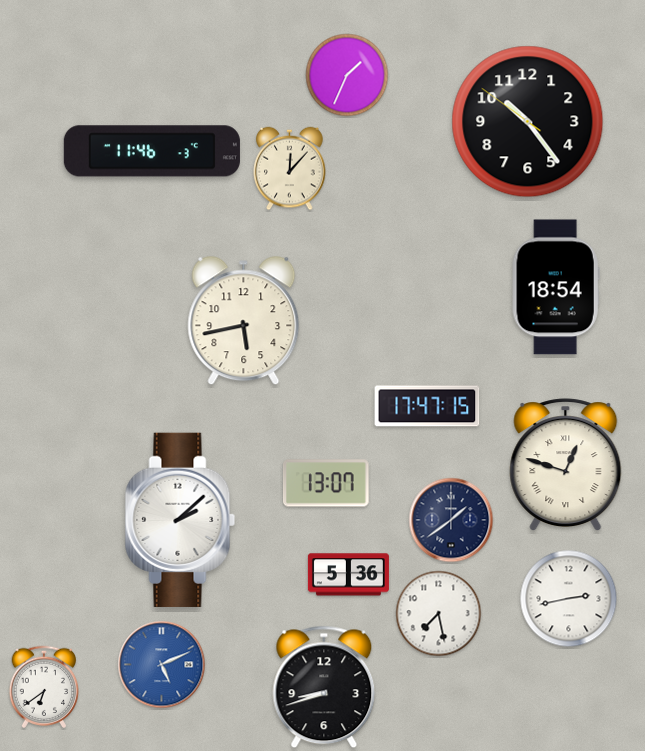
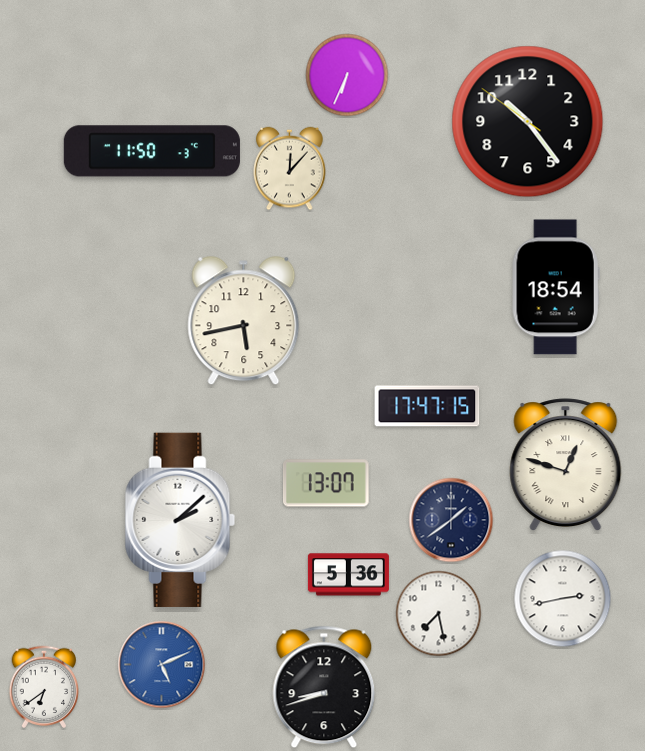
clock at (347, 75): 1:34 -> 6:34
clock at (152, 151): 11:46 -> 11:50
clock at (569, 599) position: (569, 599) -> (563, 599)
